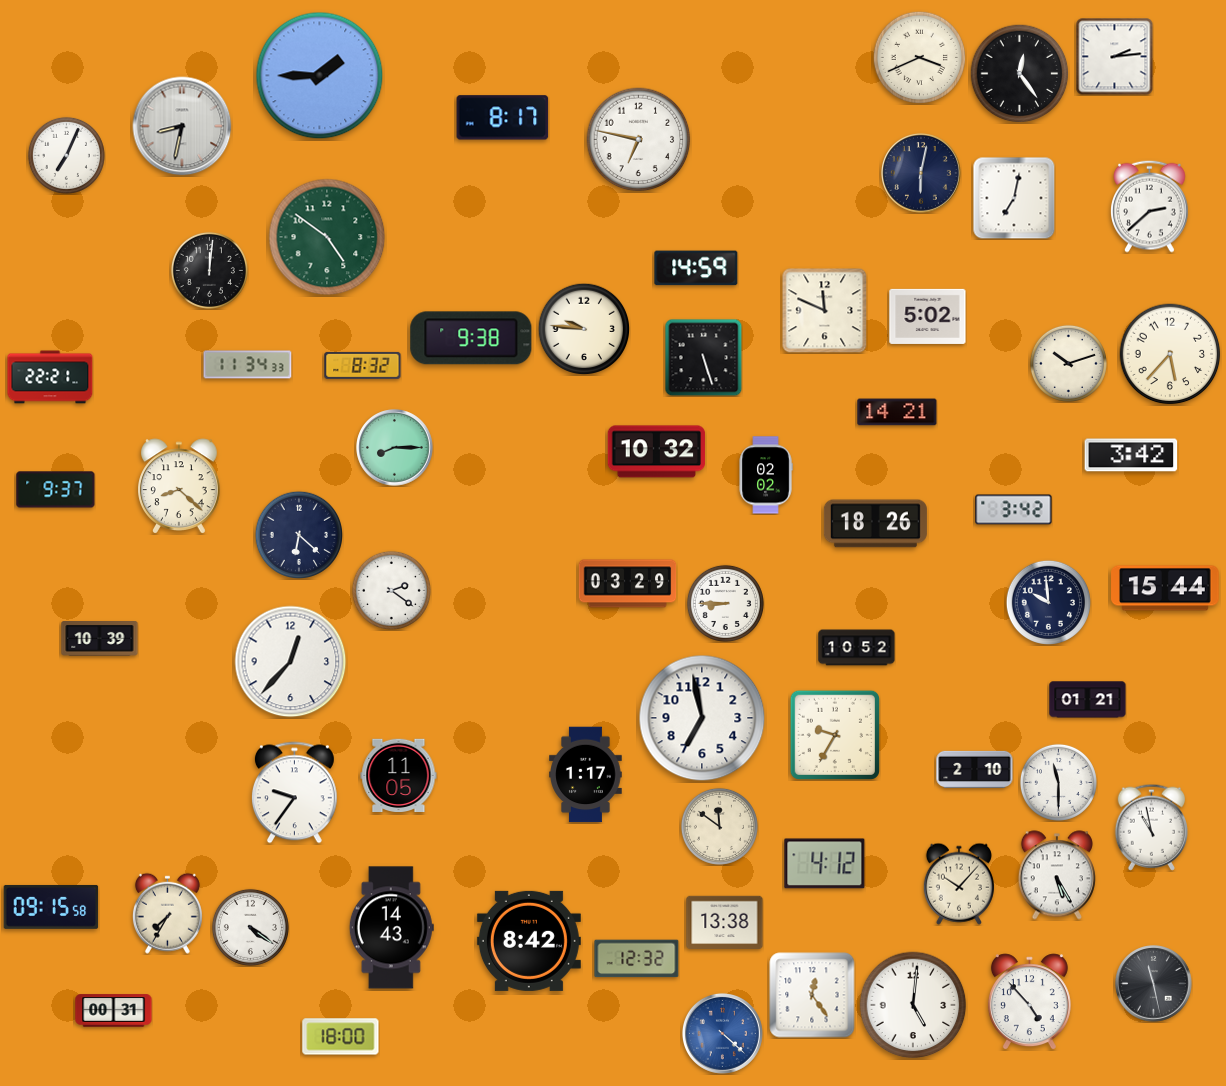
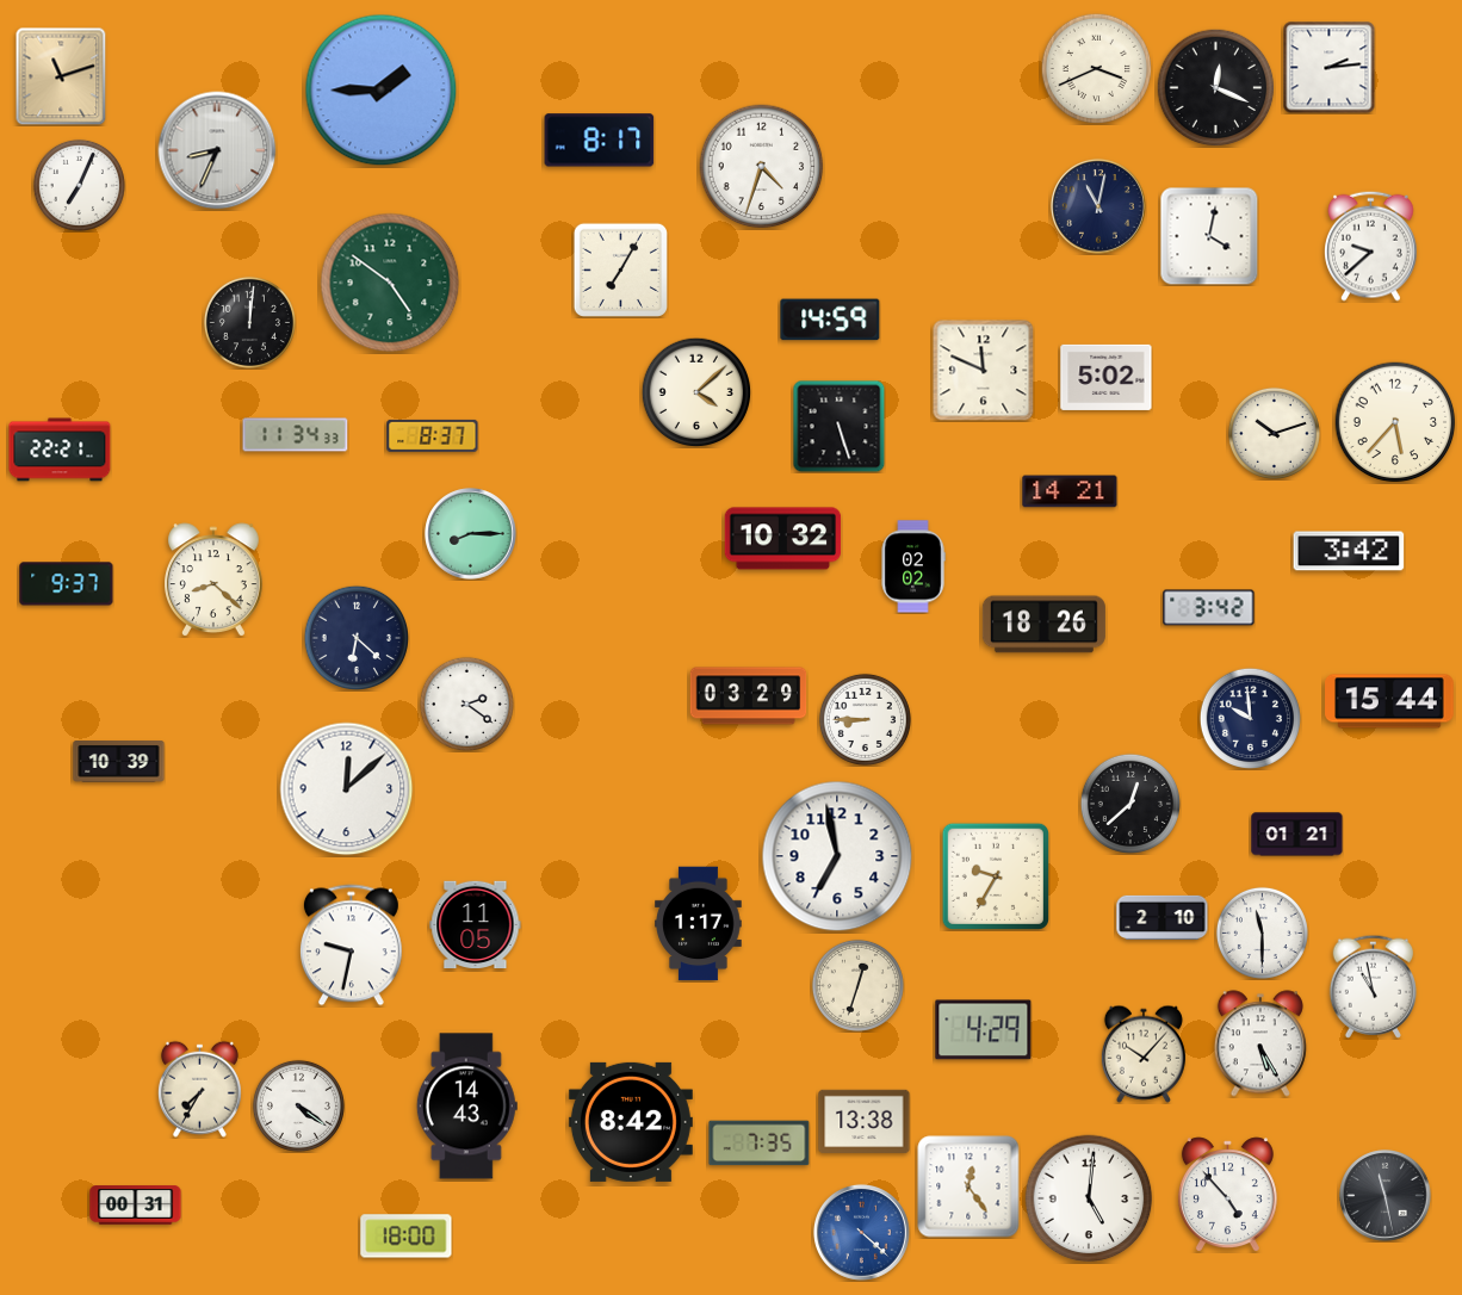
clock at (61, 76): none -> 11:12
clock at (1020, 74): 12:24 -> 12:19
clock at (182, 126): 8:32 -> 8:34
clock at (639, 140): 6:47 -> 4:33
clock at (921, 173): 6:02 -> 11:02
clock at (1014, 198): 7:02 -> 4:02
clock at (1150, 206): 2:38 -> 9:38
clock at (620, 269): none -> 7:05
clock at (584, 329): 9:46 -> 4:08
clock at (471, 338): 9:38 -> none
clock at (363, 365): 8:32 -> 8:37
clock at (1131, 455) position: (1131, 455) -> (1349, 551)
clock at (857, 648): 10:52 -> none
clock at (291, 662): 12:37 -> 12:08
clock at (1130, 804): none -> 12:38
clock at (294, 793): 9:36 -> 9:32
clock at (719, 826): 11:51 -> 12:33
clock at (825, 864): 4:12 -> 4:29
clock at (51, 907): 09:15 -> none
clock at (725, 923) position: (725, 923) -> (865, 1122)
clock at (637, 959): 12:32 -> 7:35
clock at (1154, 984) position: (1154, 984) -> (1386, 1196)
